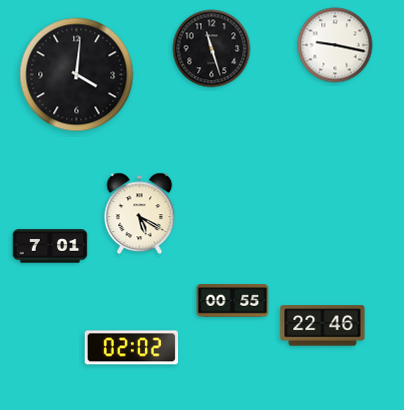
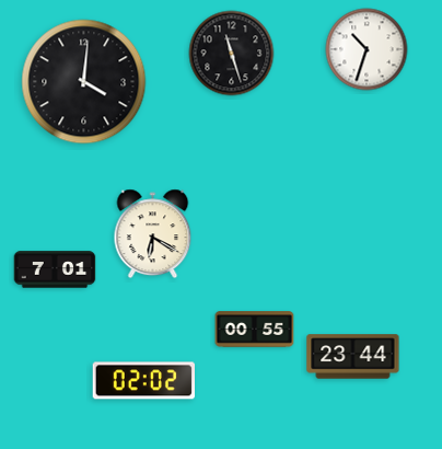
clock at (335, 45): 9:17 -> 10:33
clock at (140, 214): 5:20 -> 6:20
clock at (323, 326): 22:46 -> 23:44
